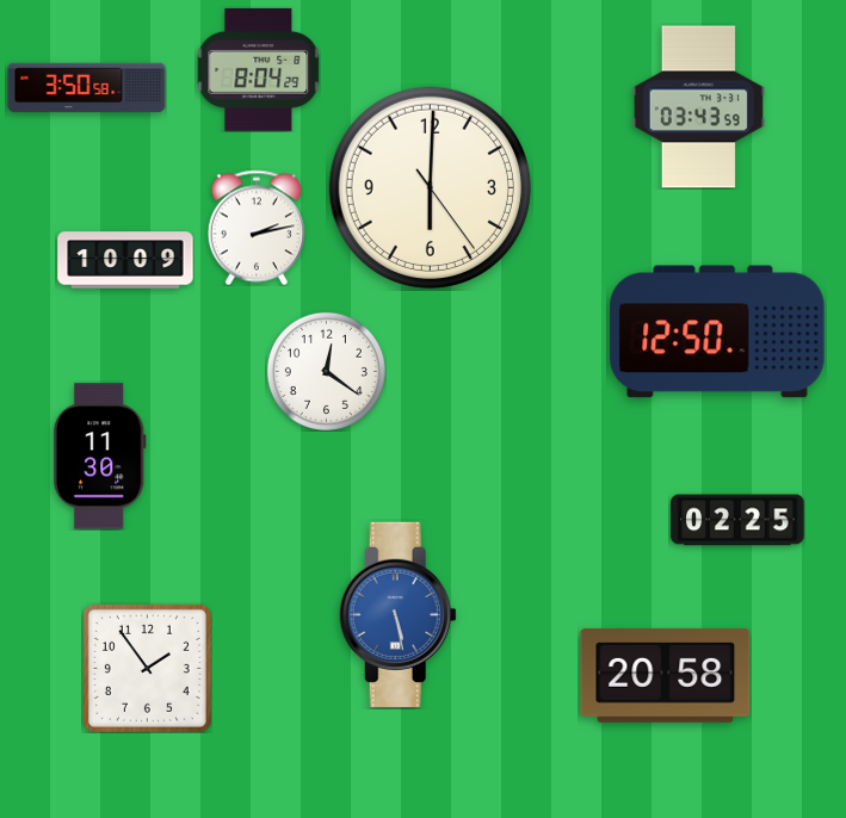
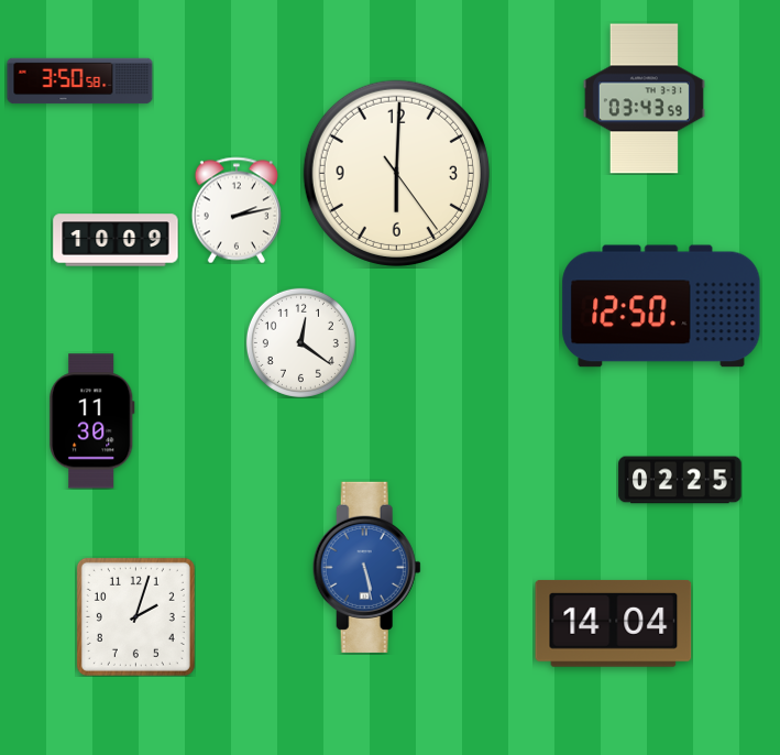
clock at (258, 69): 8:04 -> none
clock at (147, 668): 1:54 -> 2:03
clock at (666, 675): 20:58 -> 14:04
